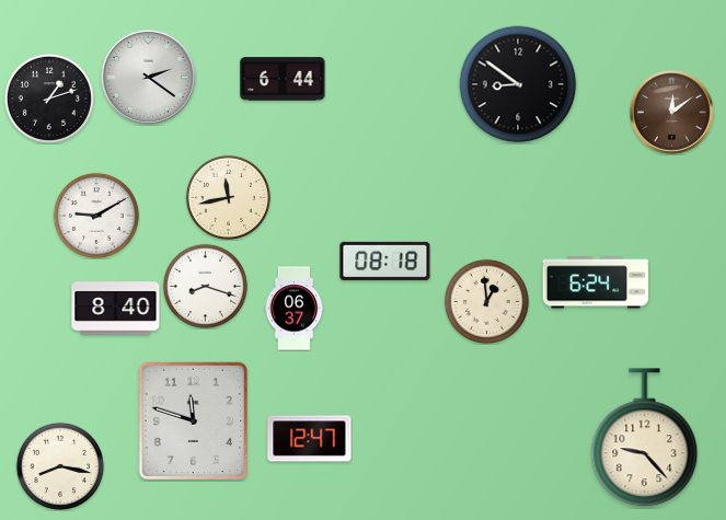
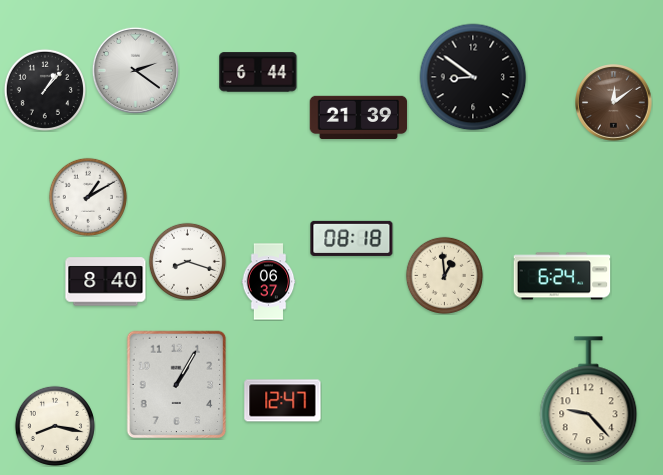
clock at (48, 97): 1:12 -> 1:07
clock at (359, 117): none -> 21:39
clock at (228, 197): 11:43 -> none
clock at (96, 216): 9:10 -> 1:10
clock at (596, 282) position: (596, 282) -> (562, 276)
clock at (194, 421): 11:48 -> 1:05
